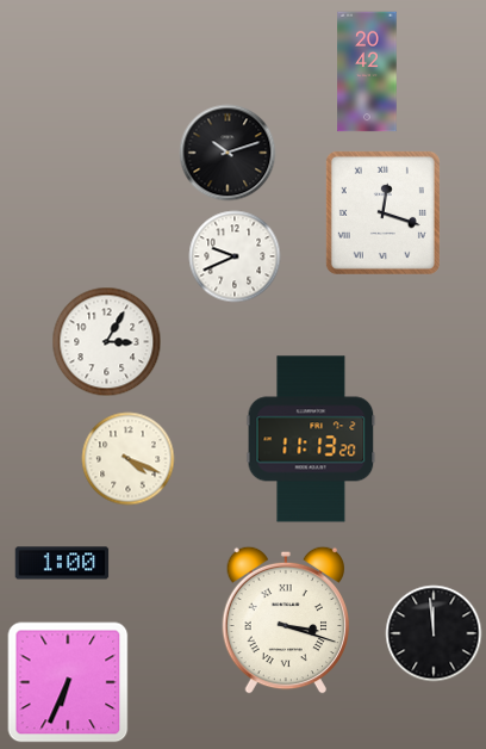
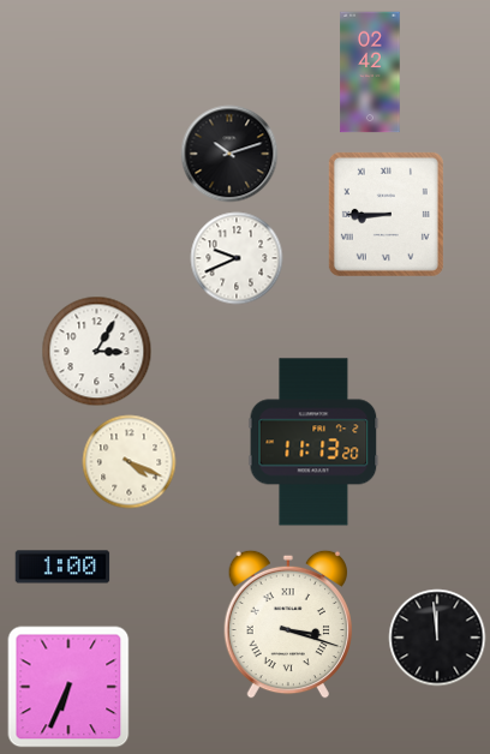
clock at (367, 72): 20:42 -> 02:42
clock at (382, 212): 12:18 -> 8:45
clock at (107, 342) position: (107, 342) -> (97, 352)
